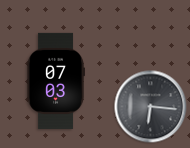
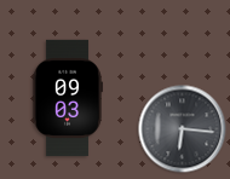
clock at (56, 81): 07:03 -> 09:03
